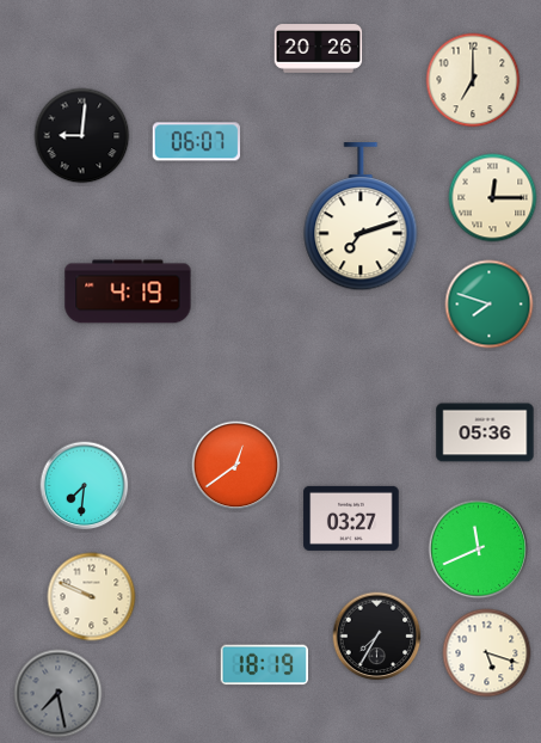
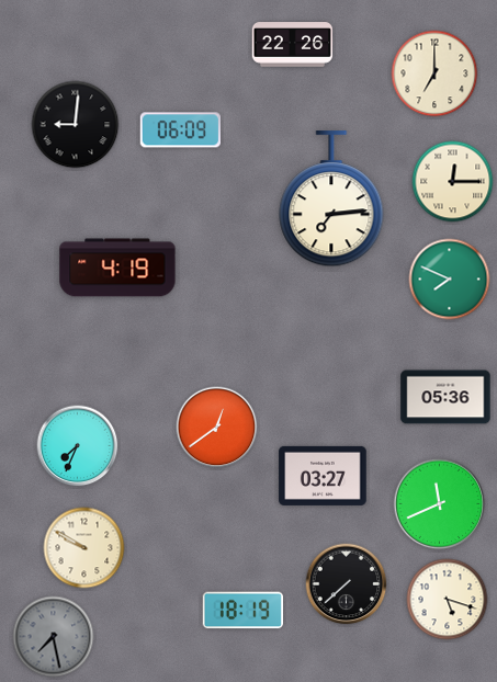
clock at (319, 49): 20:26 -> 22:26
clock at (196, 142): 06:07 -> 06:09
clock at (361, 217): 7:12 -> 7:14
clock at (490, 305): 7:48 -> 7:49
clock at (85, 486): 7:31 -> 7:34
clock at (92, 597): 9:49 -> 9:50
clock at (377, 637): 7:35 -> 7:38
